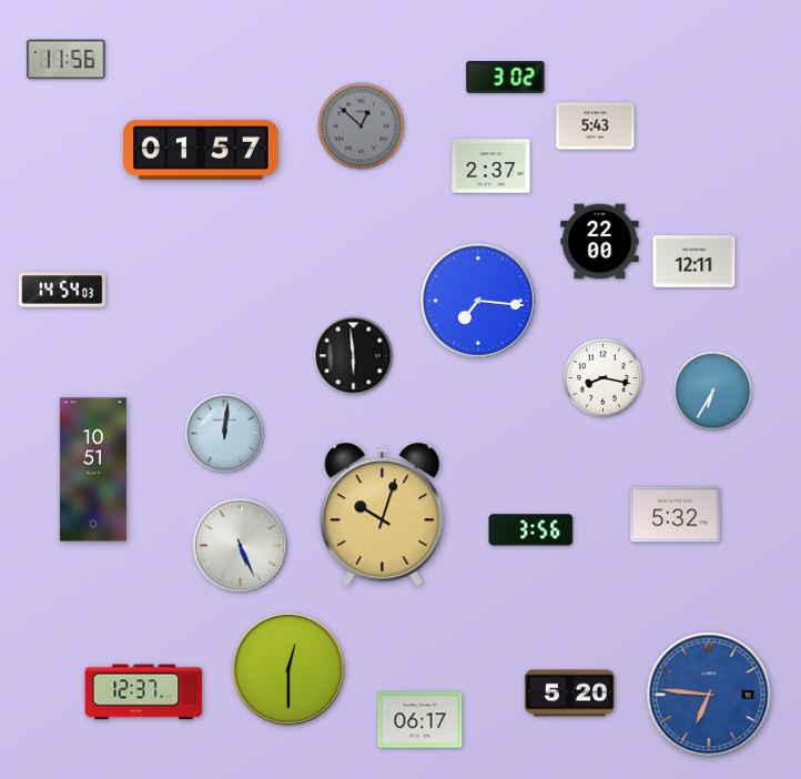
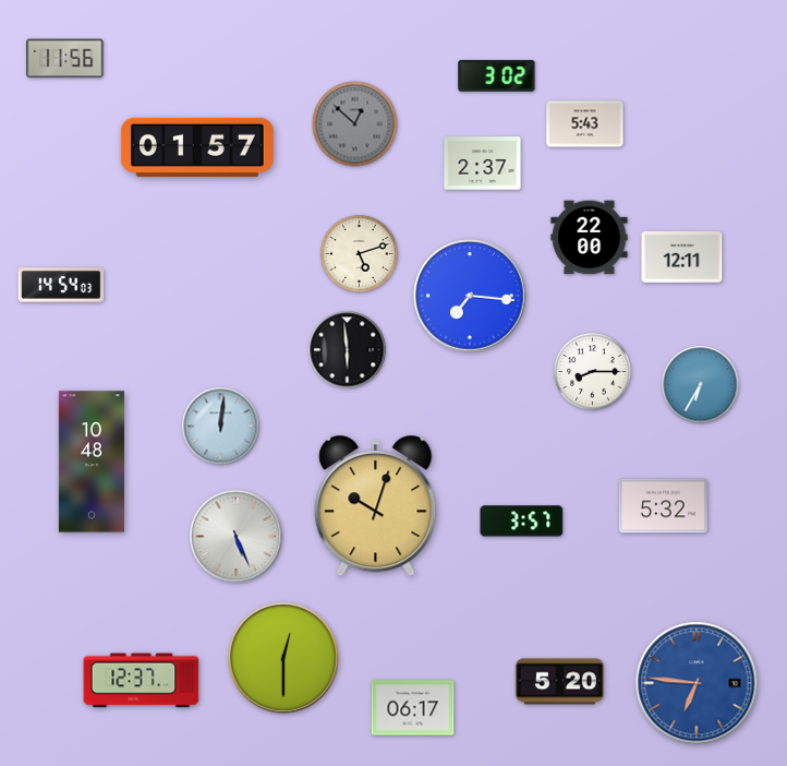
clock at (360, 254): none -> 5:12
clock at (604, 378): 8:17 -> 8:15
clock at (93, 469): 10:51 -> 10:48
clock at (531, 530): 3:56 -> 3:57
